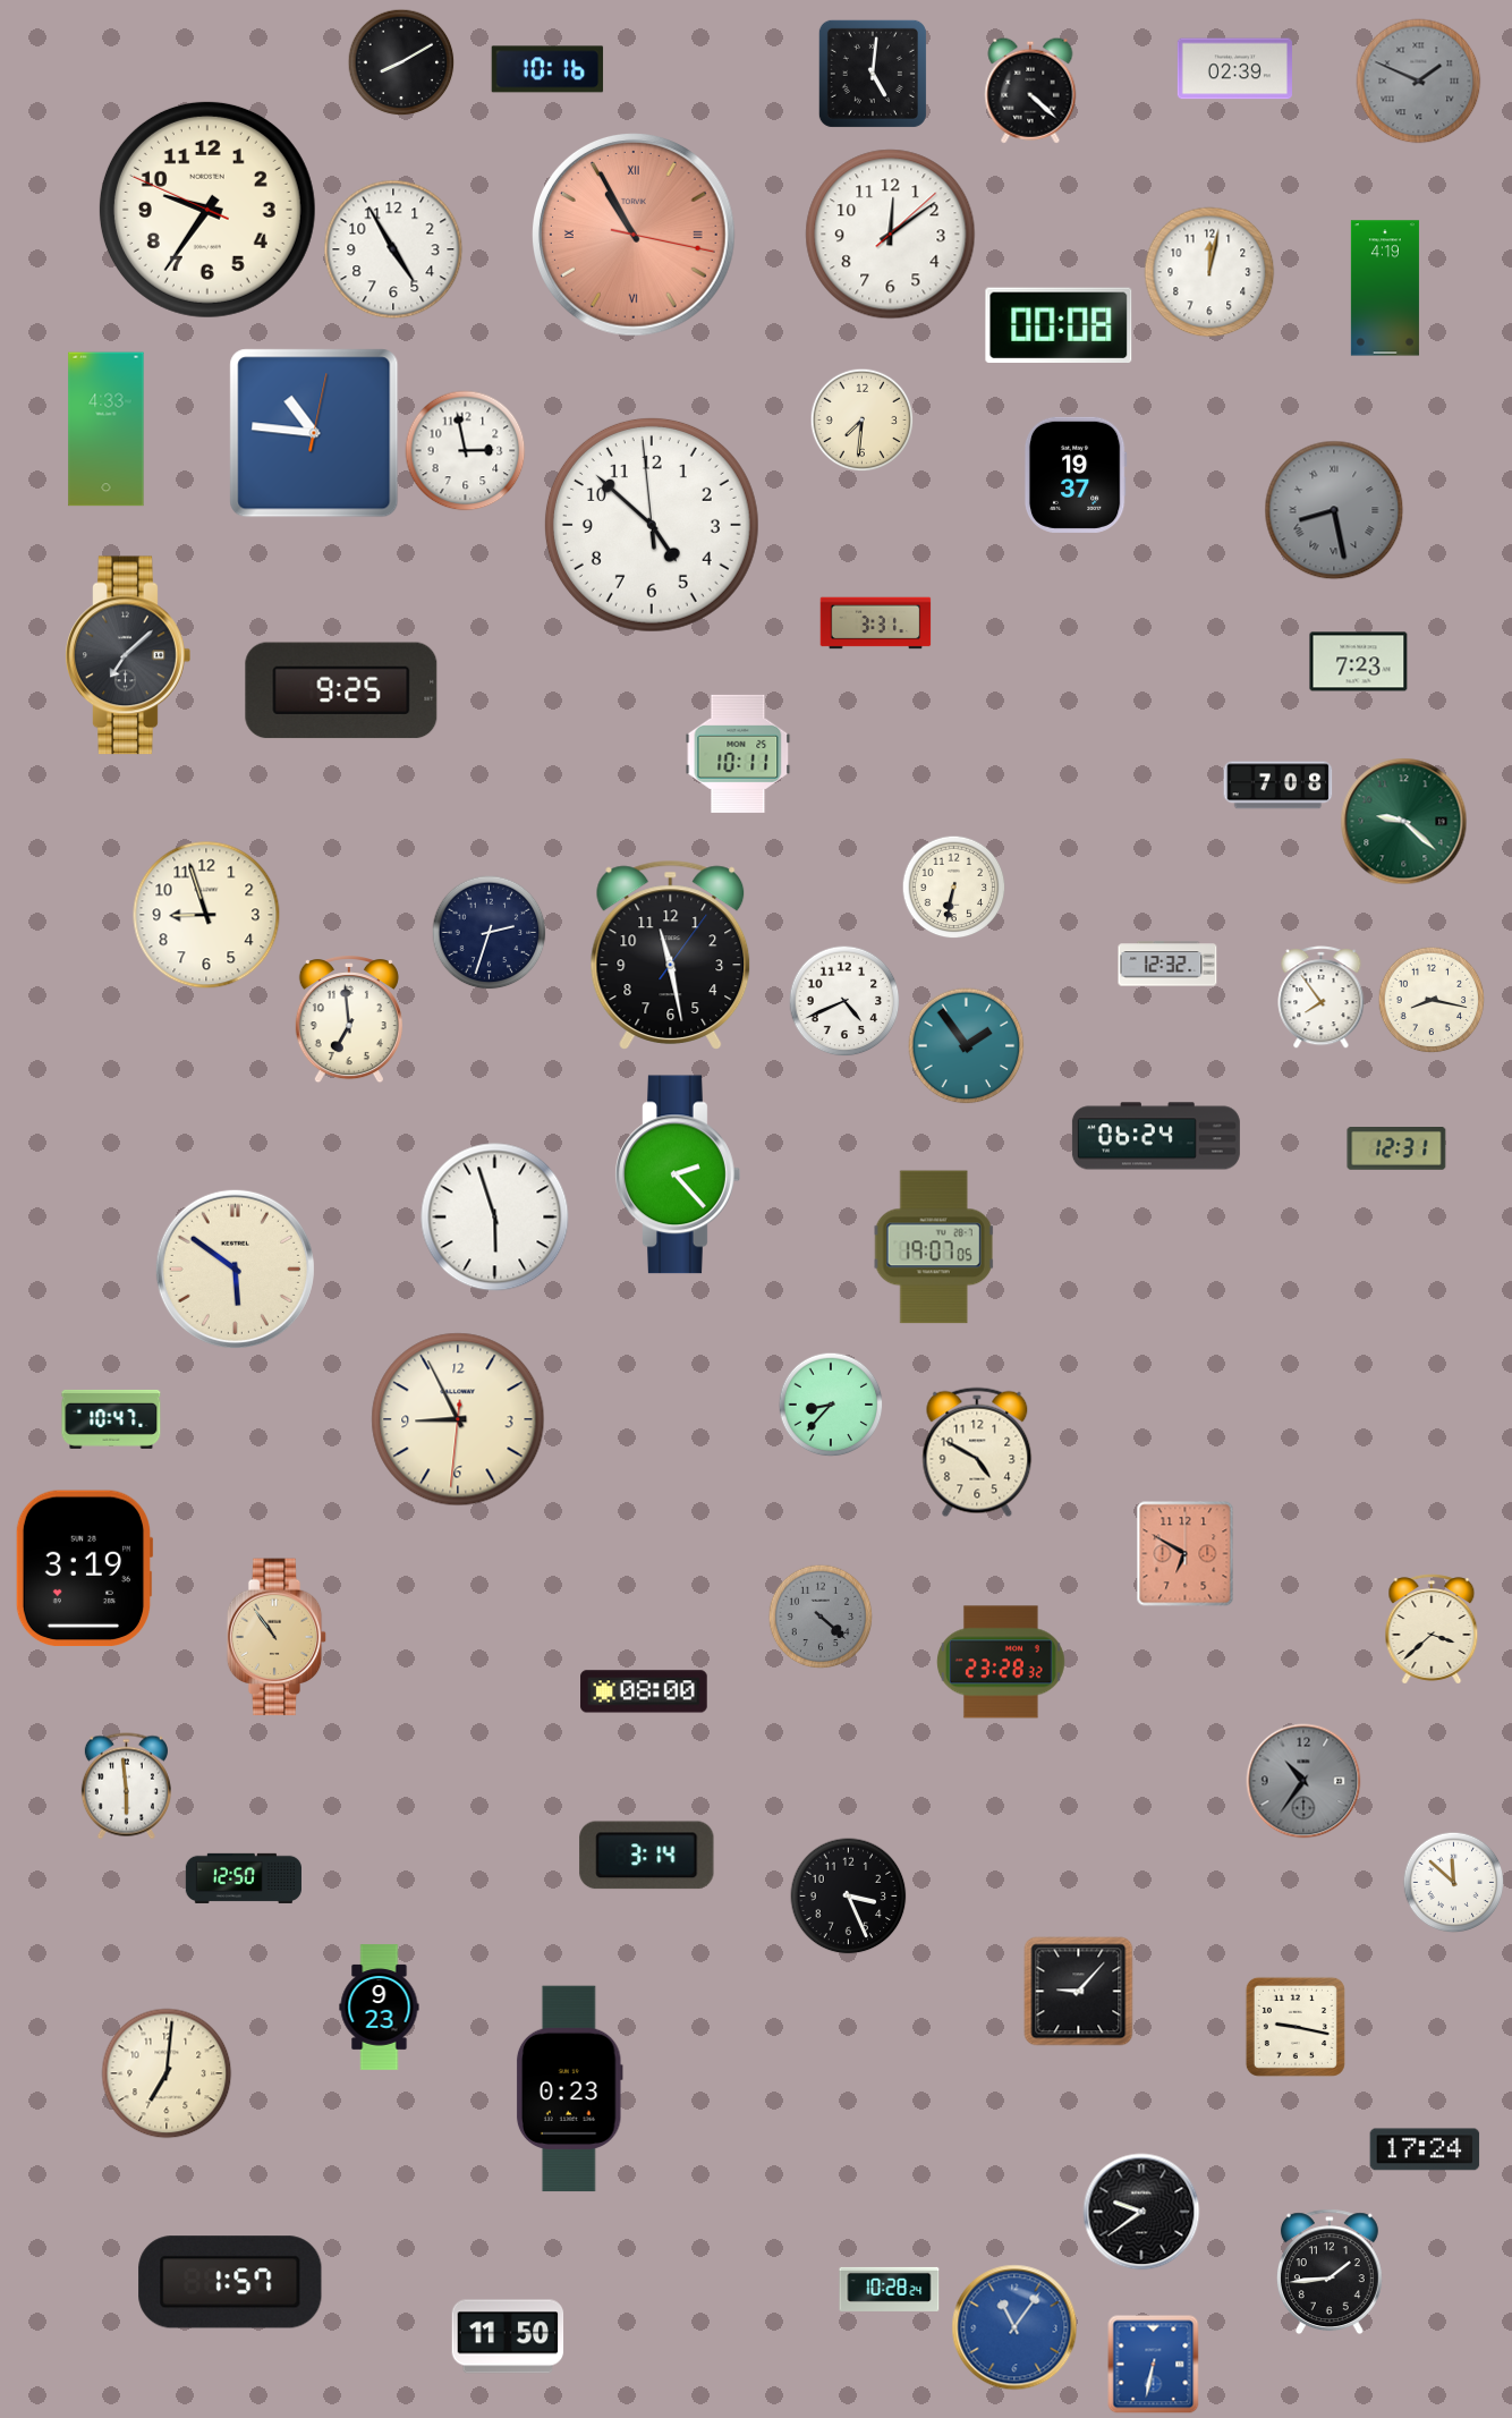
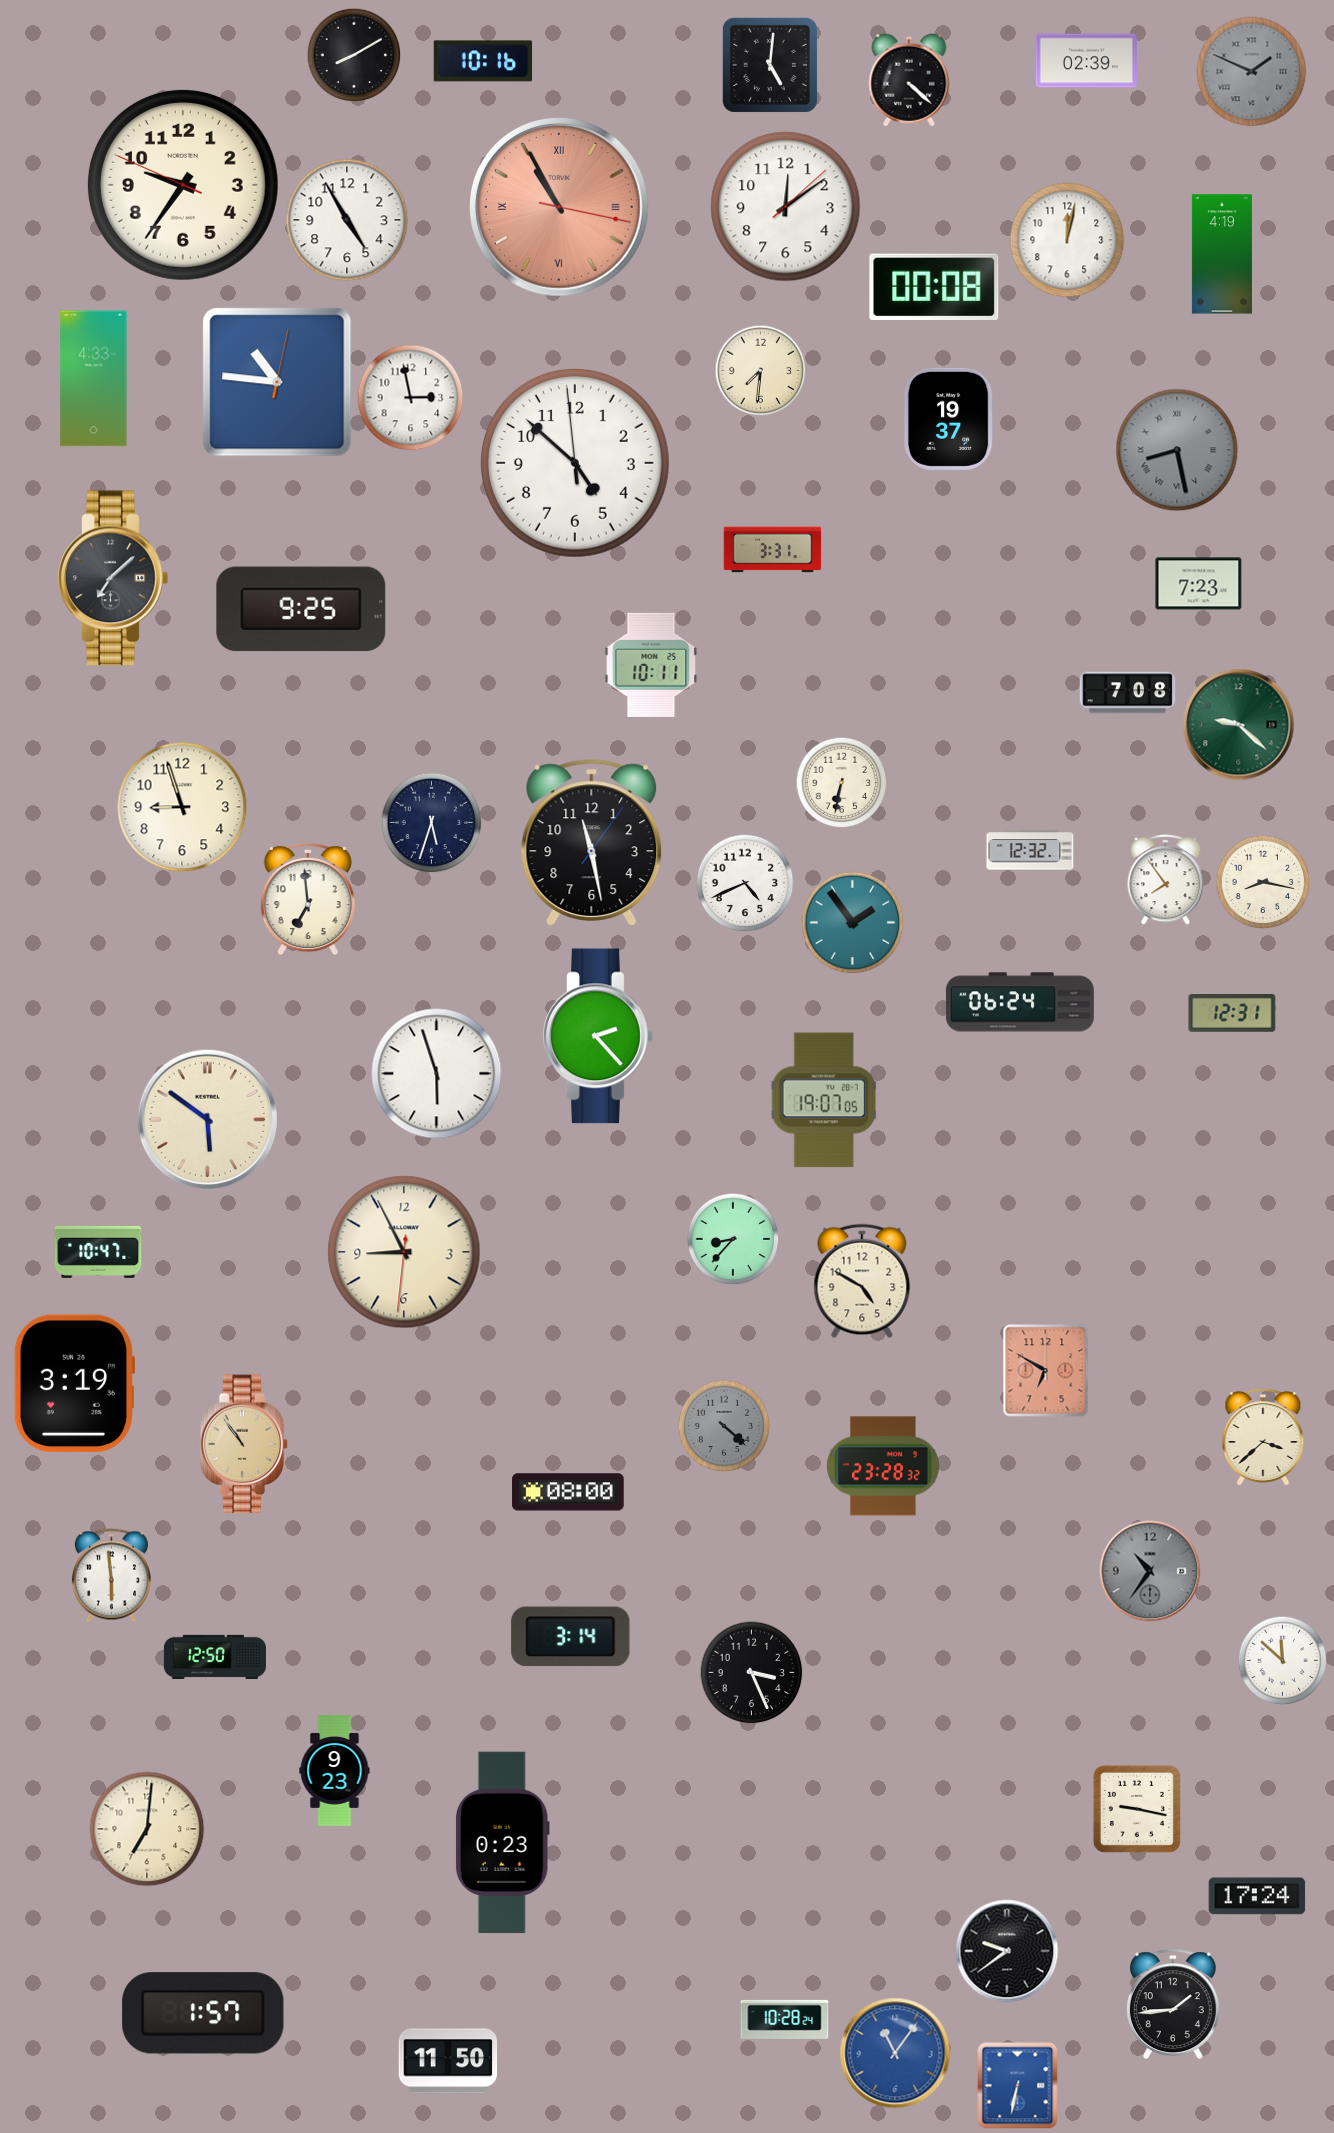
clock at (1234, 69) position: (1234, 69) -> (1086, 61)
clock at (490, 933): 2:33 -> 5:33
clock at (849, 1897) position: (849, 1897) -> (752, 1673)
clock at (1079, 1992): 9:07 -> none
clock at (1296, 2027) position: (1296, 2027) -> (1137, 1809)
